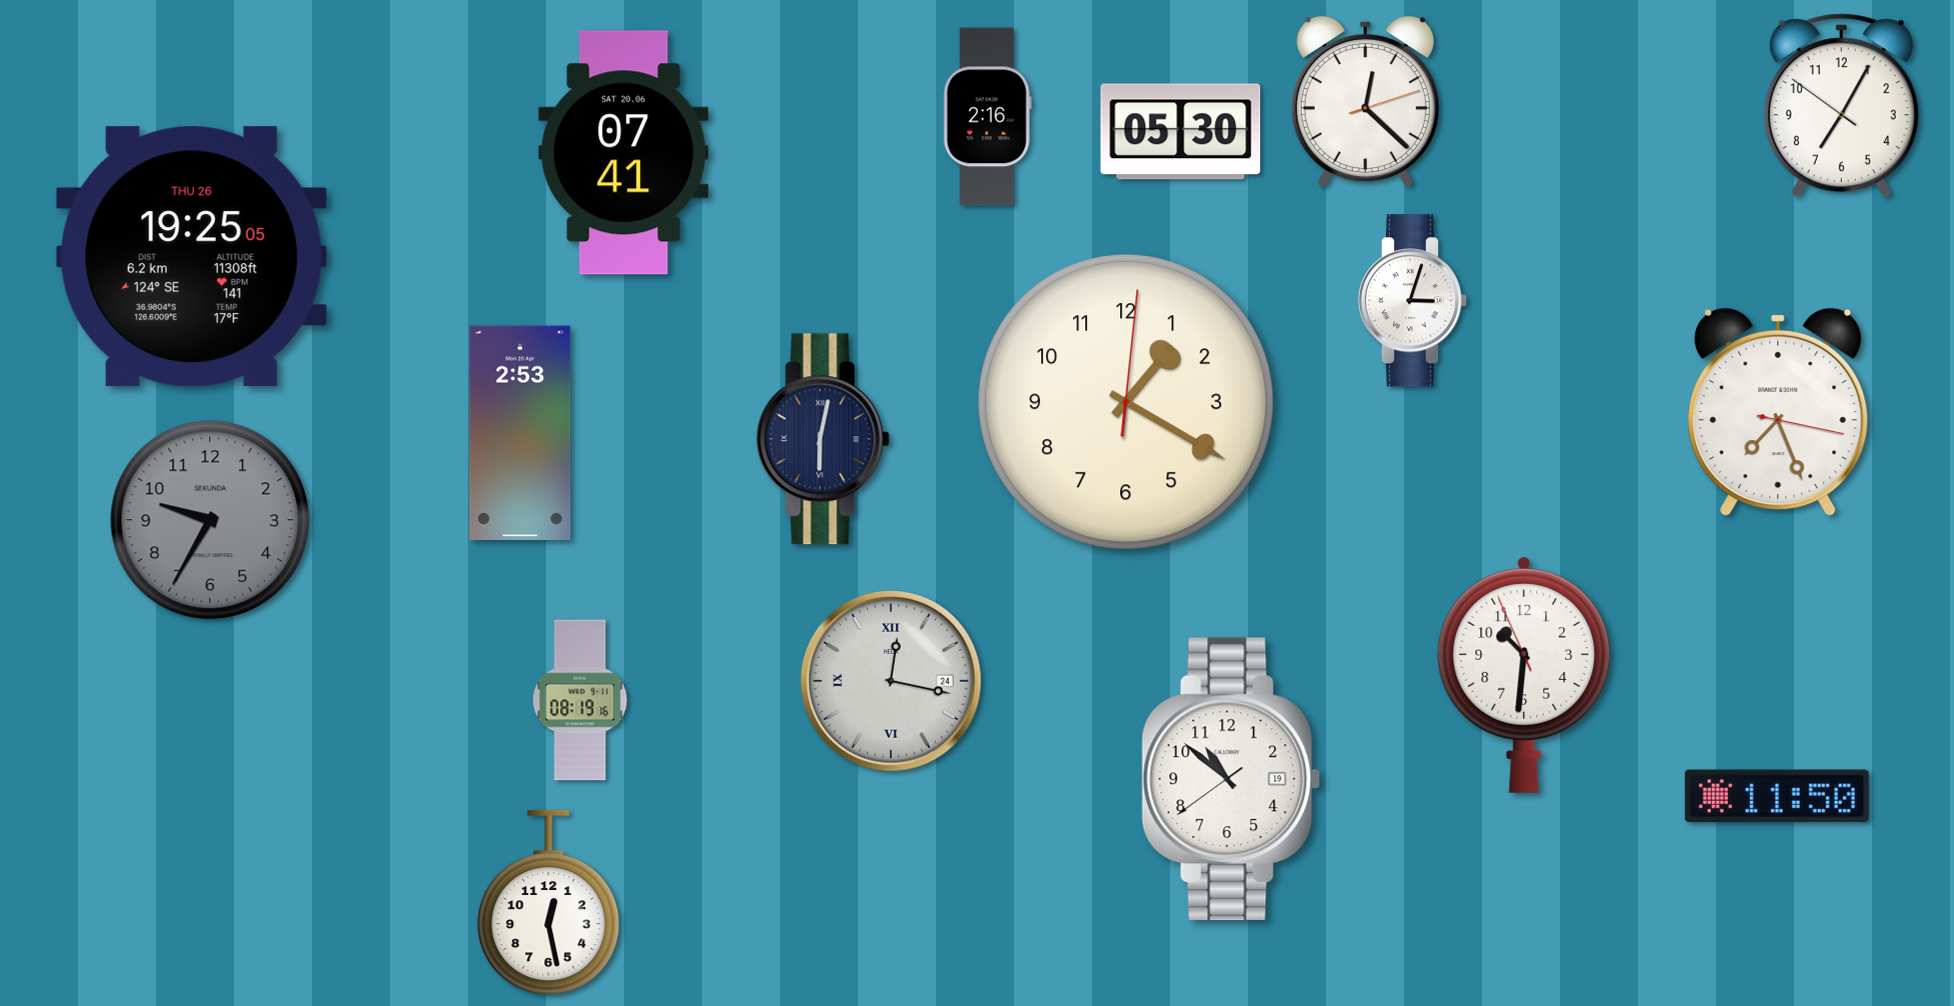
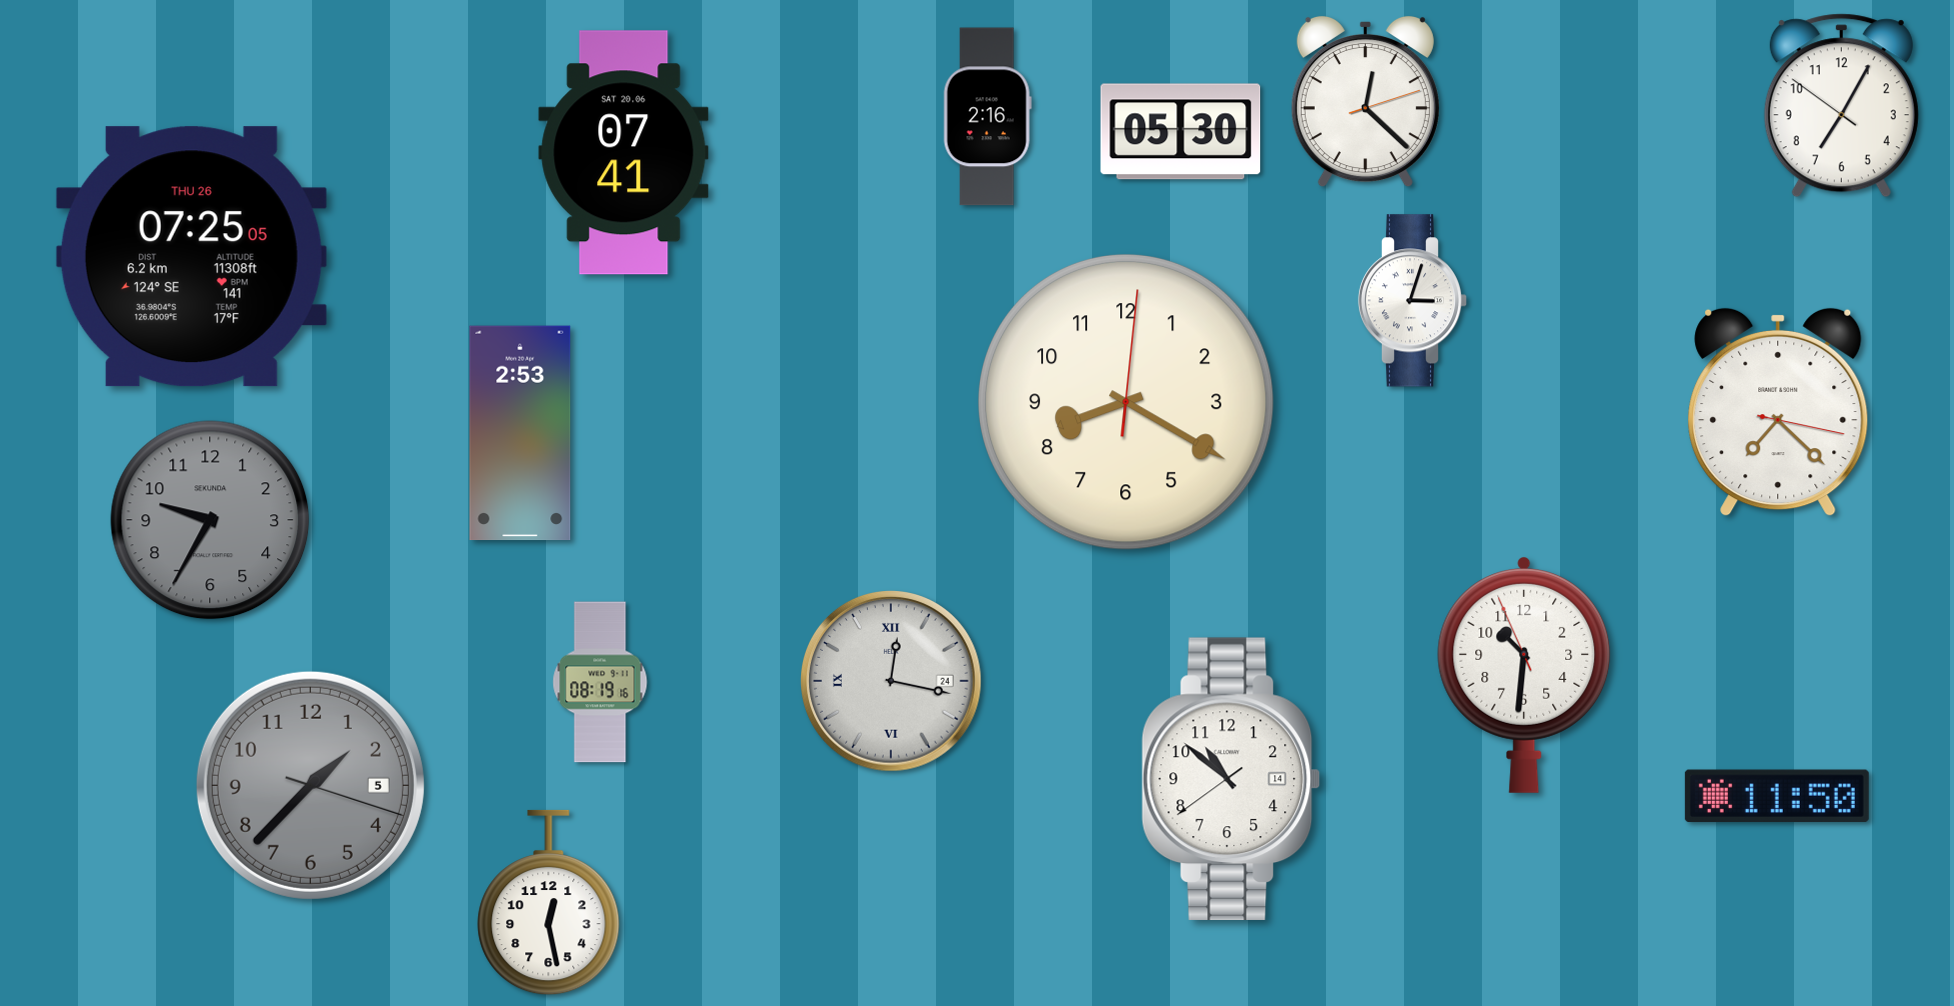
clock at (191, 257): 19:25 -> 07:25
clock at (1126, 402): 1:20 -> 8:20
clock at (1778, 412): 7:26 -> 7:22
clock at (823, 439): 6:02 -> none
clock at (580, 700) position: (580, 700) -> (600, 682)
clock at (1231, 778) date: 19 -> 14
clock at (310, 785): none -> 1:37
